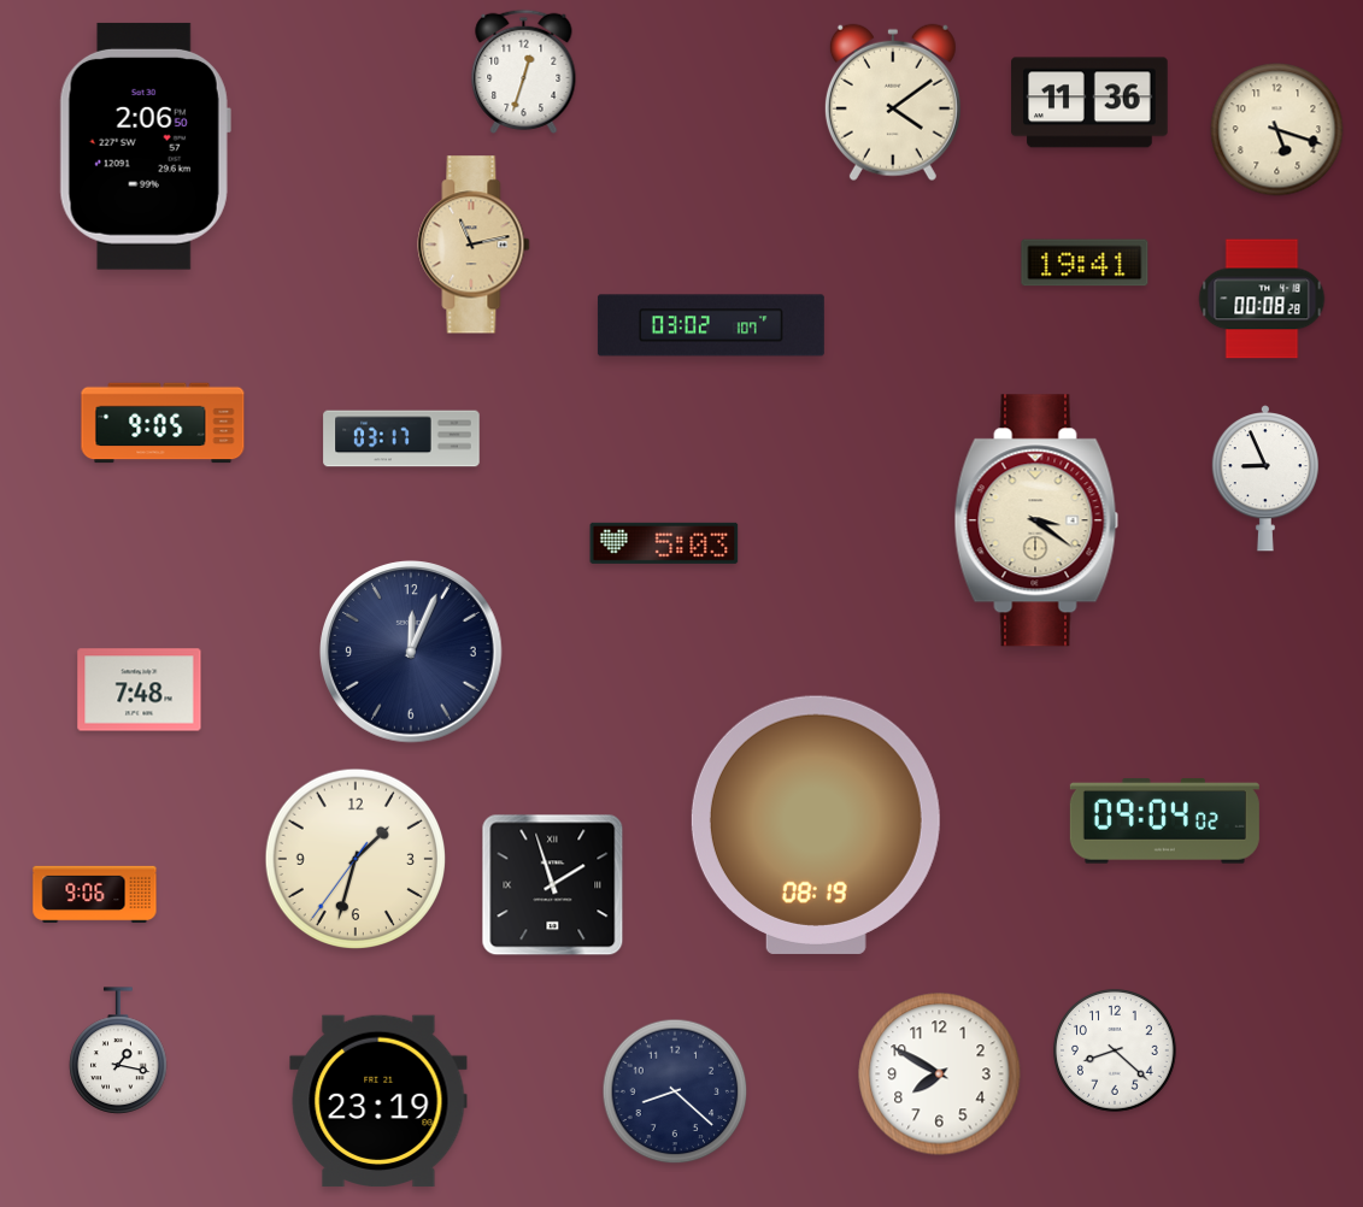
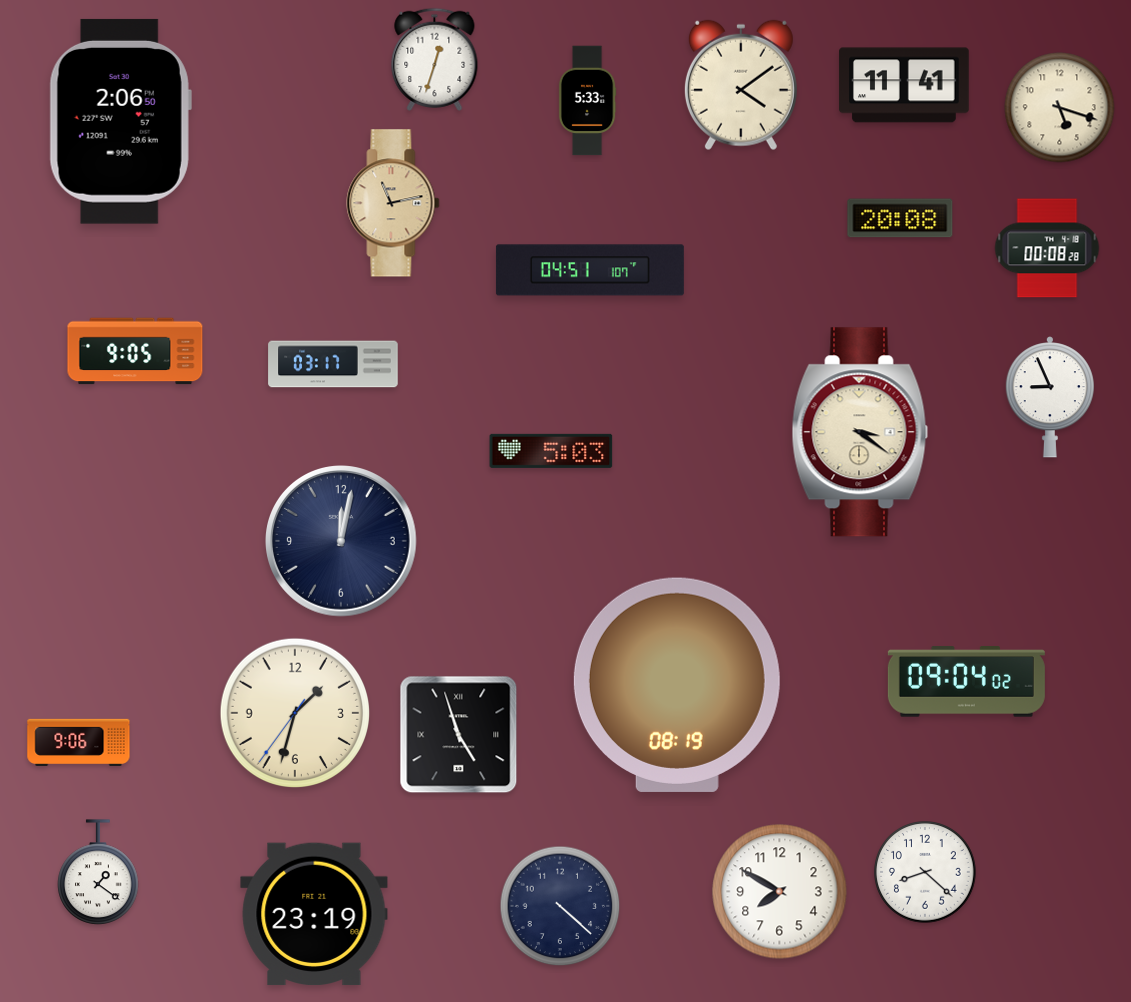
clock at (1089, 102): 11:36 -> 11:41
clock at (587, 101): none -> 5:33
clock at (1085, 263): 19:41 -> 20:08
clock at (711, 325): 03:02 -> 04:51
clock at (411, 652): 12:04 -> 12:02
clock at (140, 690): 7:48 -> none
clock at (553, 885): 1:57 -> 4:57
clock at (118, 1050): 1:17 -> 1:21
clock at (675, 1091): 8:22 -> 4:22
